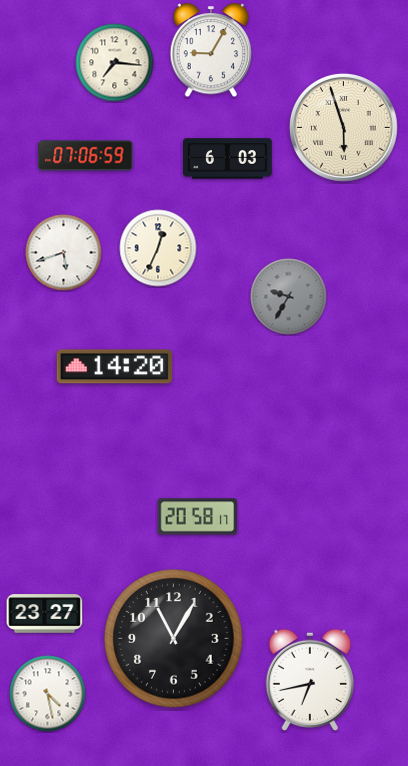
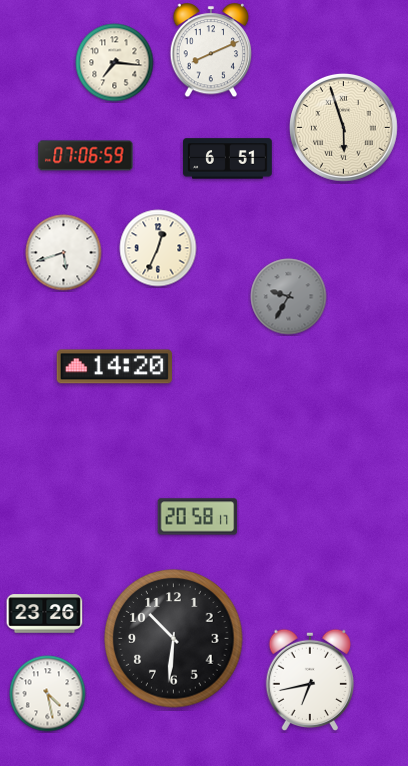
clock at (211, 51): 9:05 -> 8:11
clock at (228, 159): 6:03 -> 6:51
clock at (45, 614): 23:27 -> 23:26
clock at (174, 639): 11:05 -> 10:31
